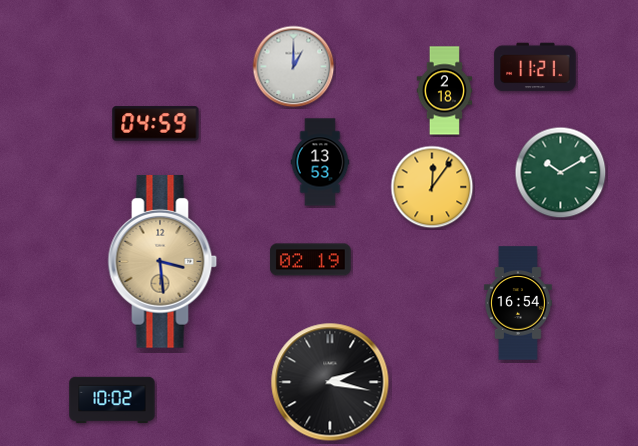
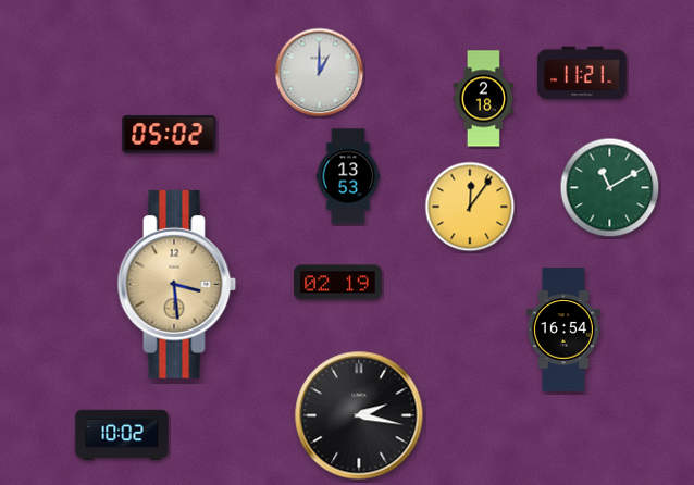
clock at (156, 124): 04:59 -> 05:02
clock at (561, 173): 10:10 -> 11:10
clock at (432, 187) position: (432, 187) -> (470, 207)
